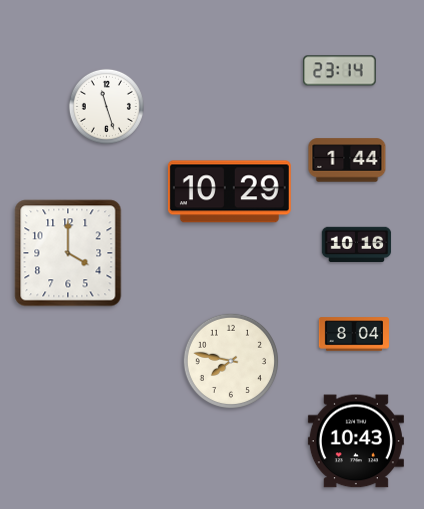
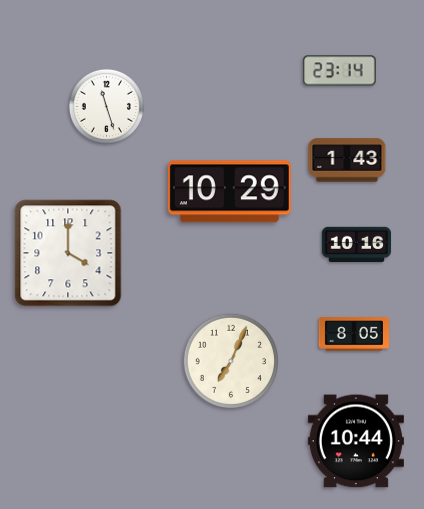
clock at (347, 160): 1:44 -> 1:43
clock at (354, 334): 8:04 -> 8:05
clock at (231, 361): 7:47 -> 7:04
clock at (356, 441): 10:43 -> 10:44
